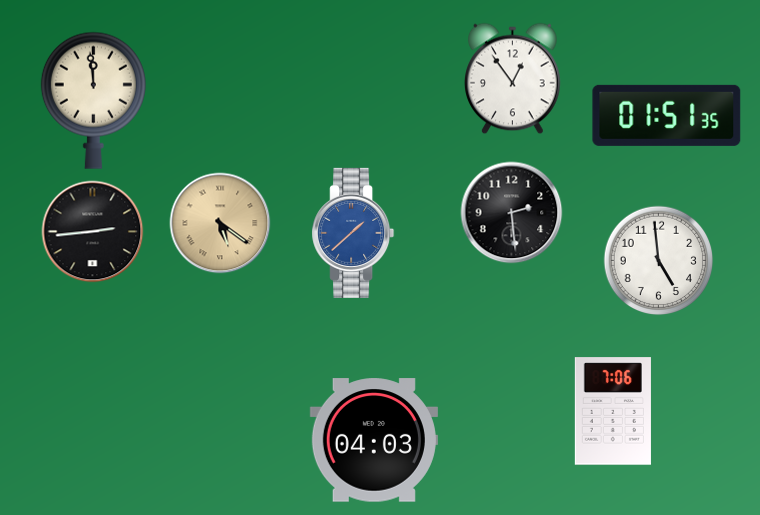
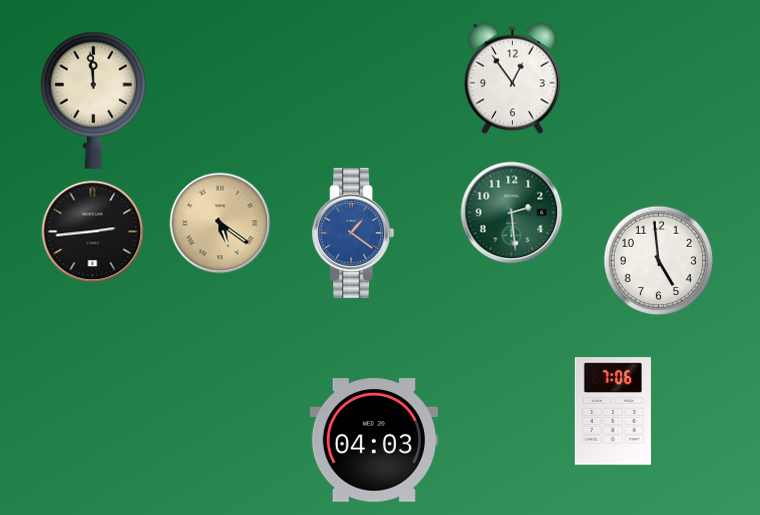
clock at (667, 115): 01:51 -> none
clock at (512, 213) dial: black -> green
clock at (353, 233): 1:38 -> 1:21
